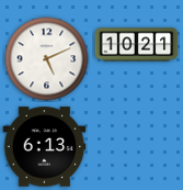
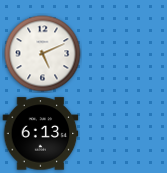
clock at (137, 45): 10:21 -> none
